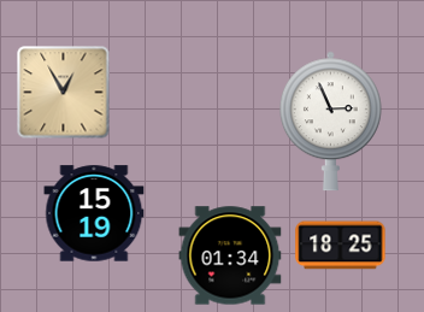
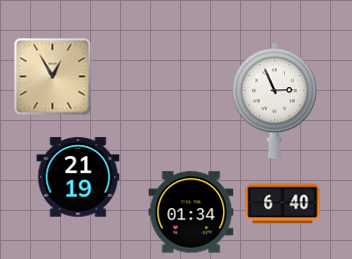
clock at (94, 213): 15:19 -> 21:19
clock at (341, 246): 18:25 -> 6:40
